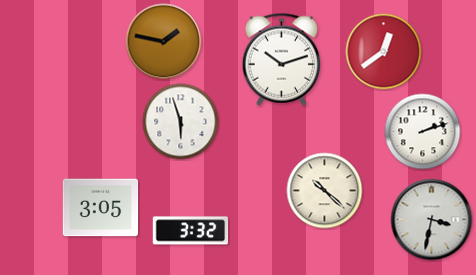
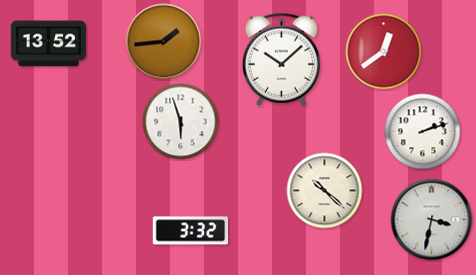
clock at (164, 42): 1:47 -> 1:44
clock at (49, 44): none -> 13:52
clock at (282, 59): 10:12 -> 10:08
clock at (101, 208): 3:05 -> none
